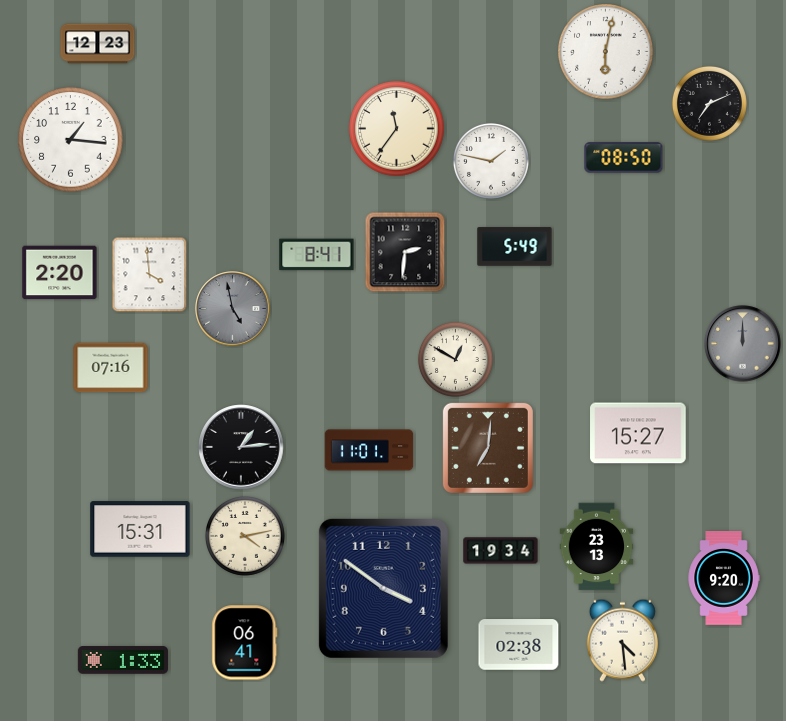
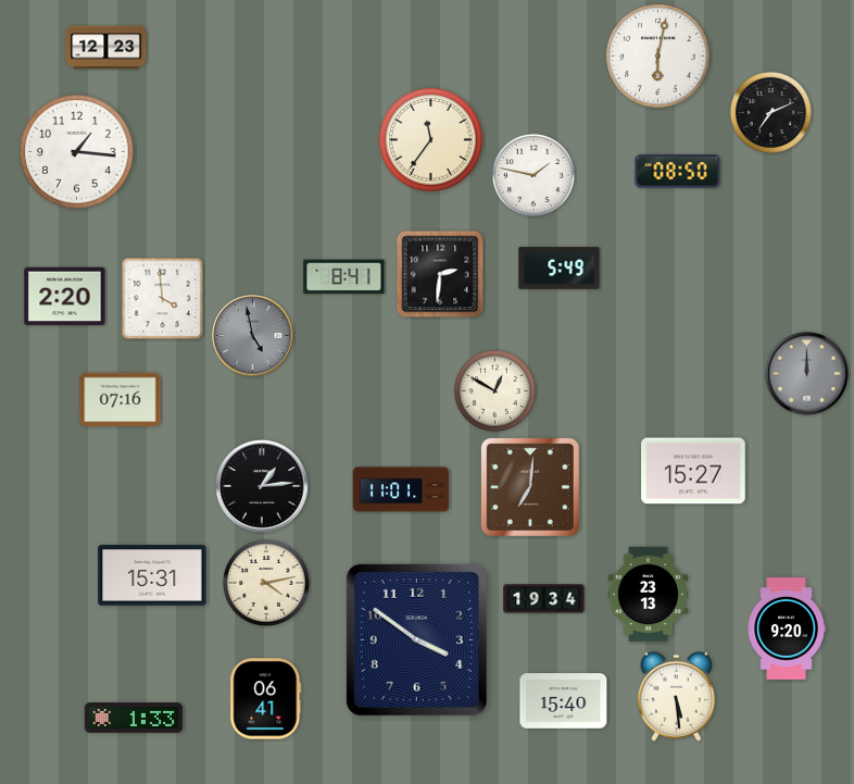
clock at (622, 640): 4:29 -> 5:29
clock at (519, 645): 02:38 -> 15:40
